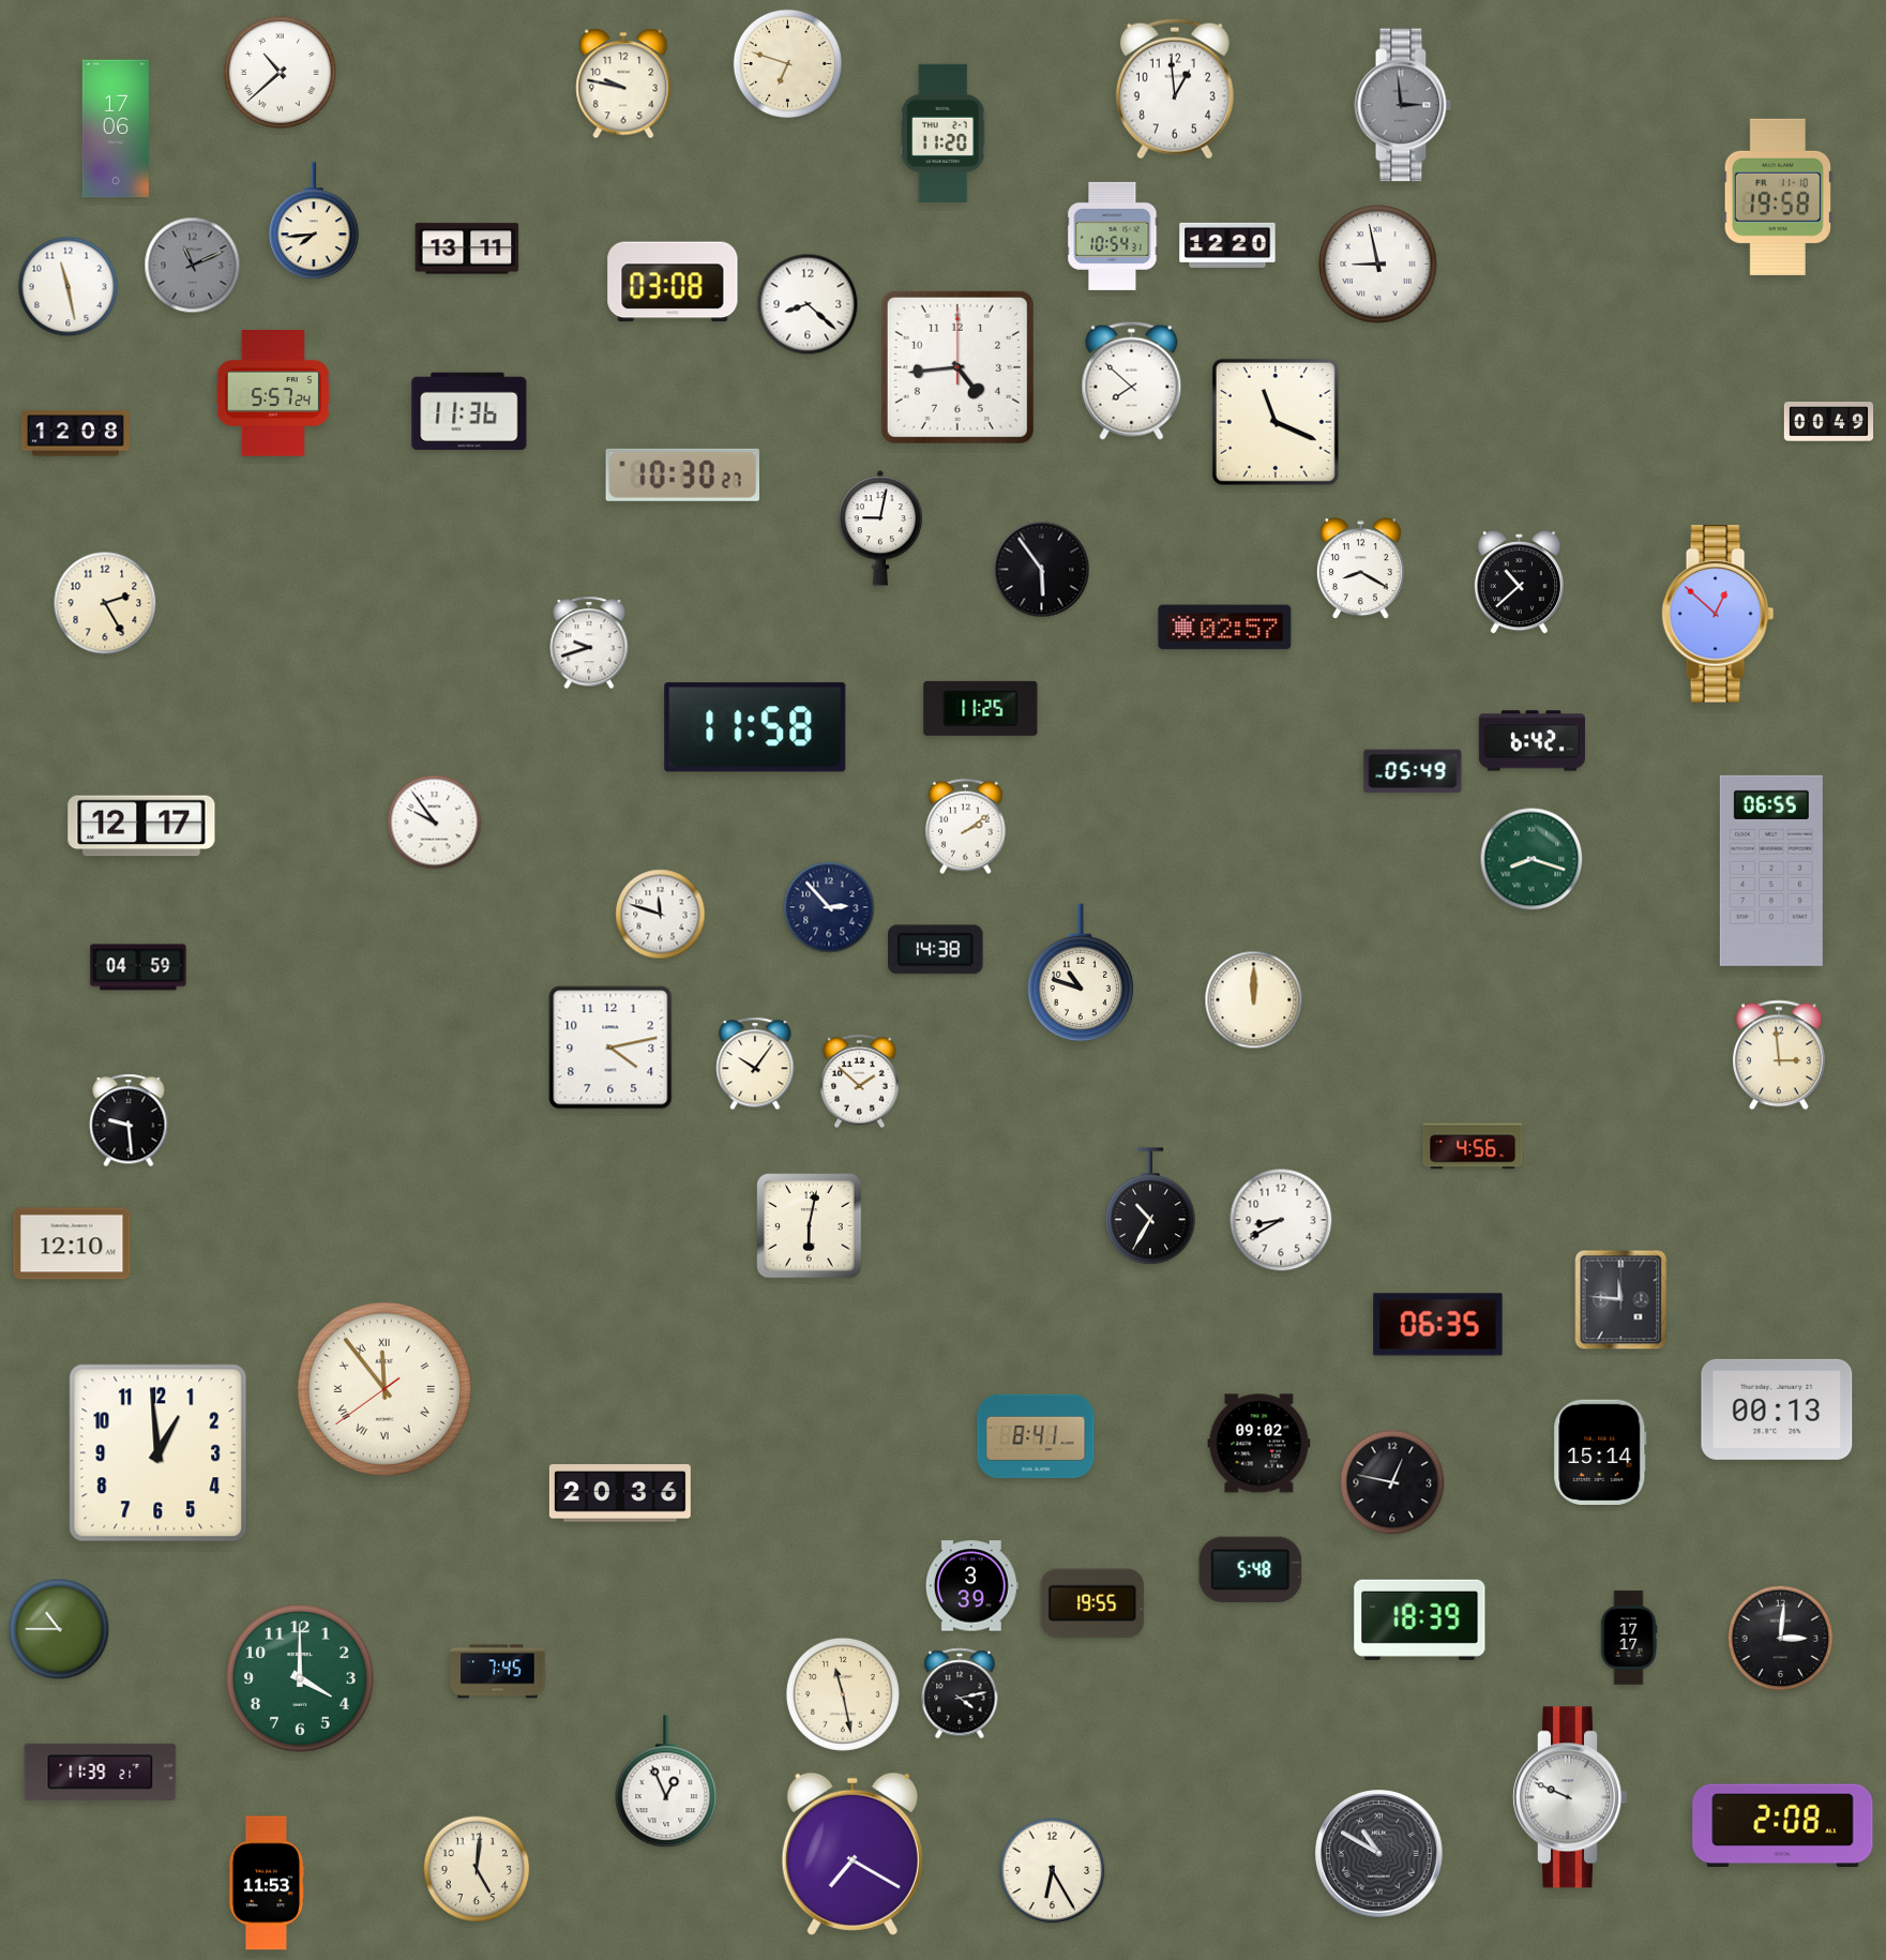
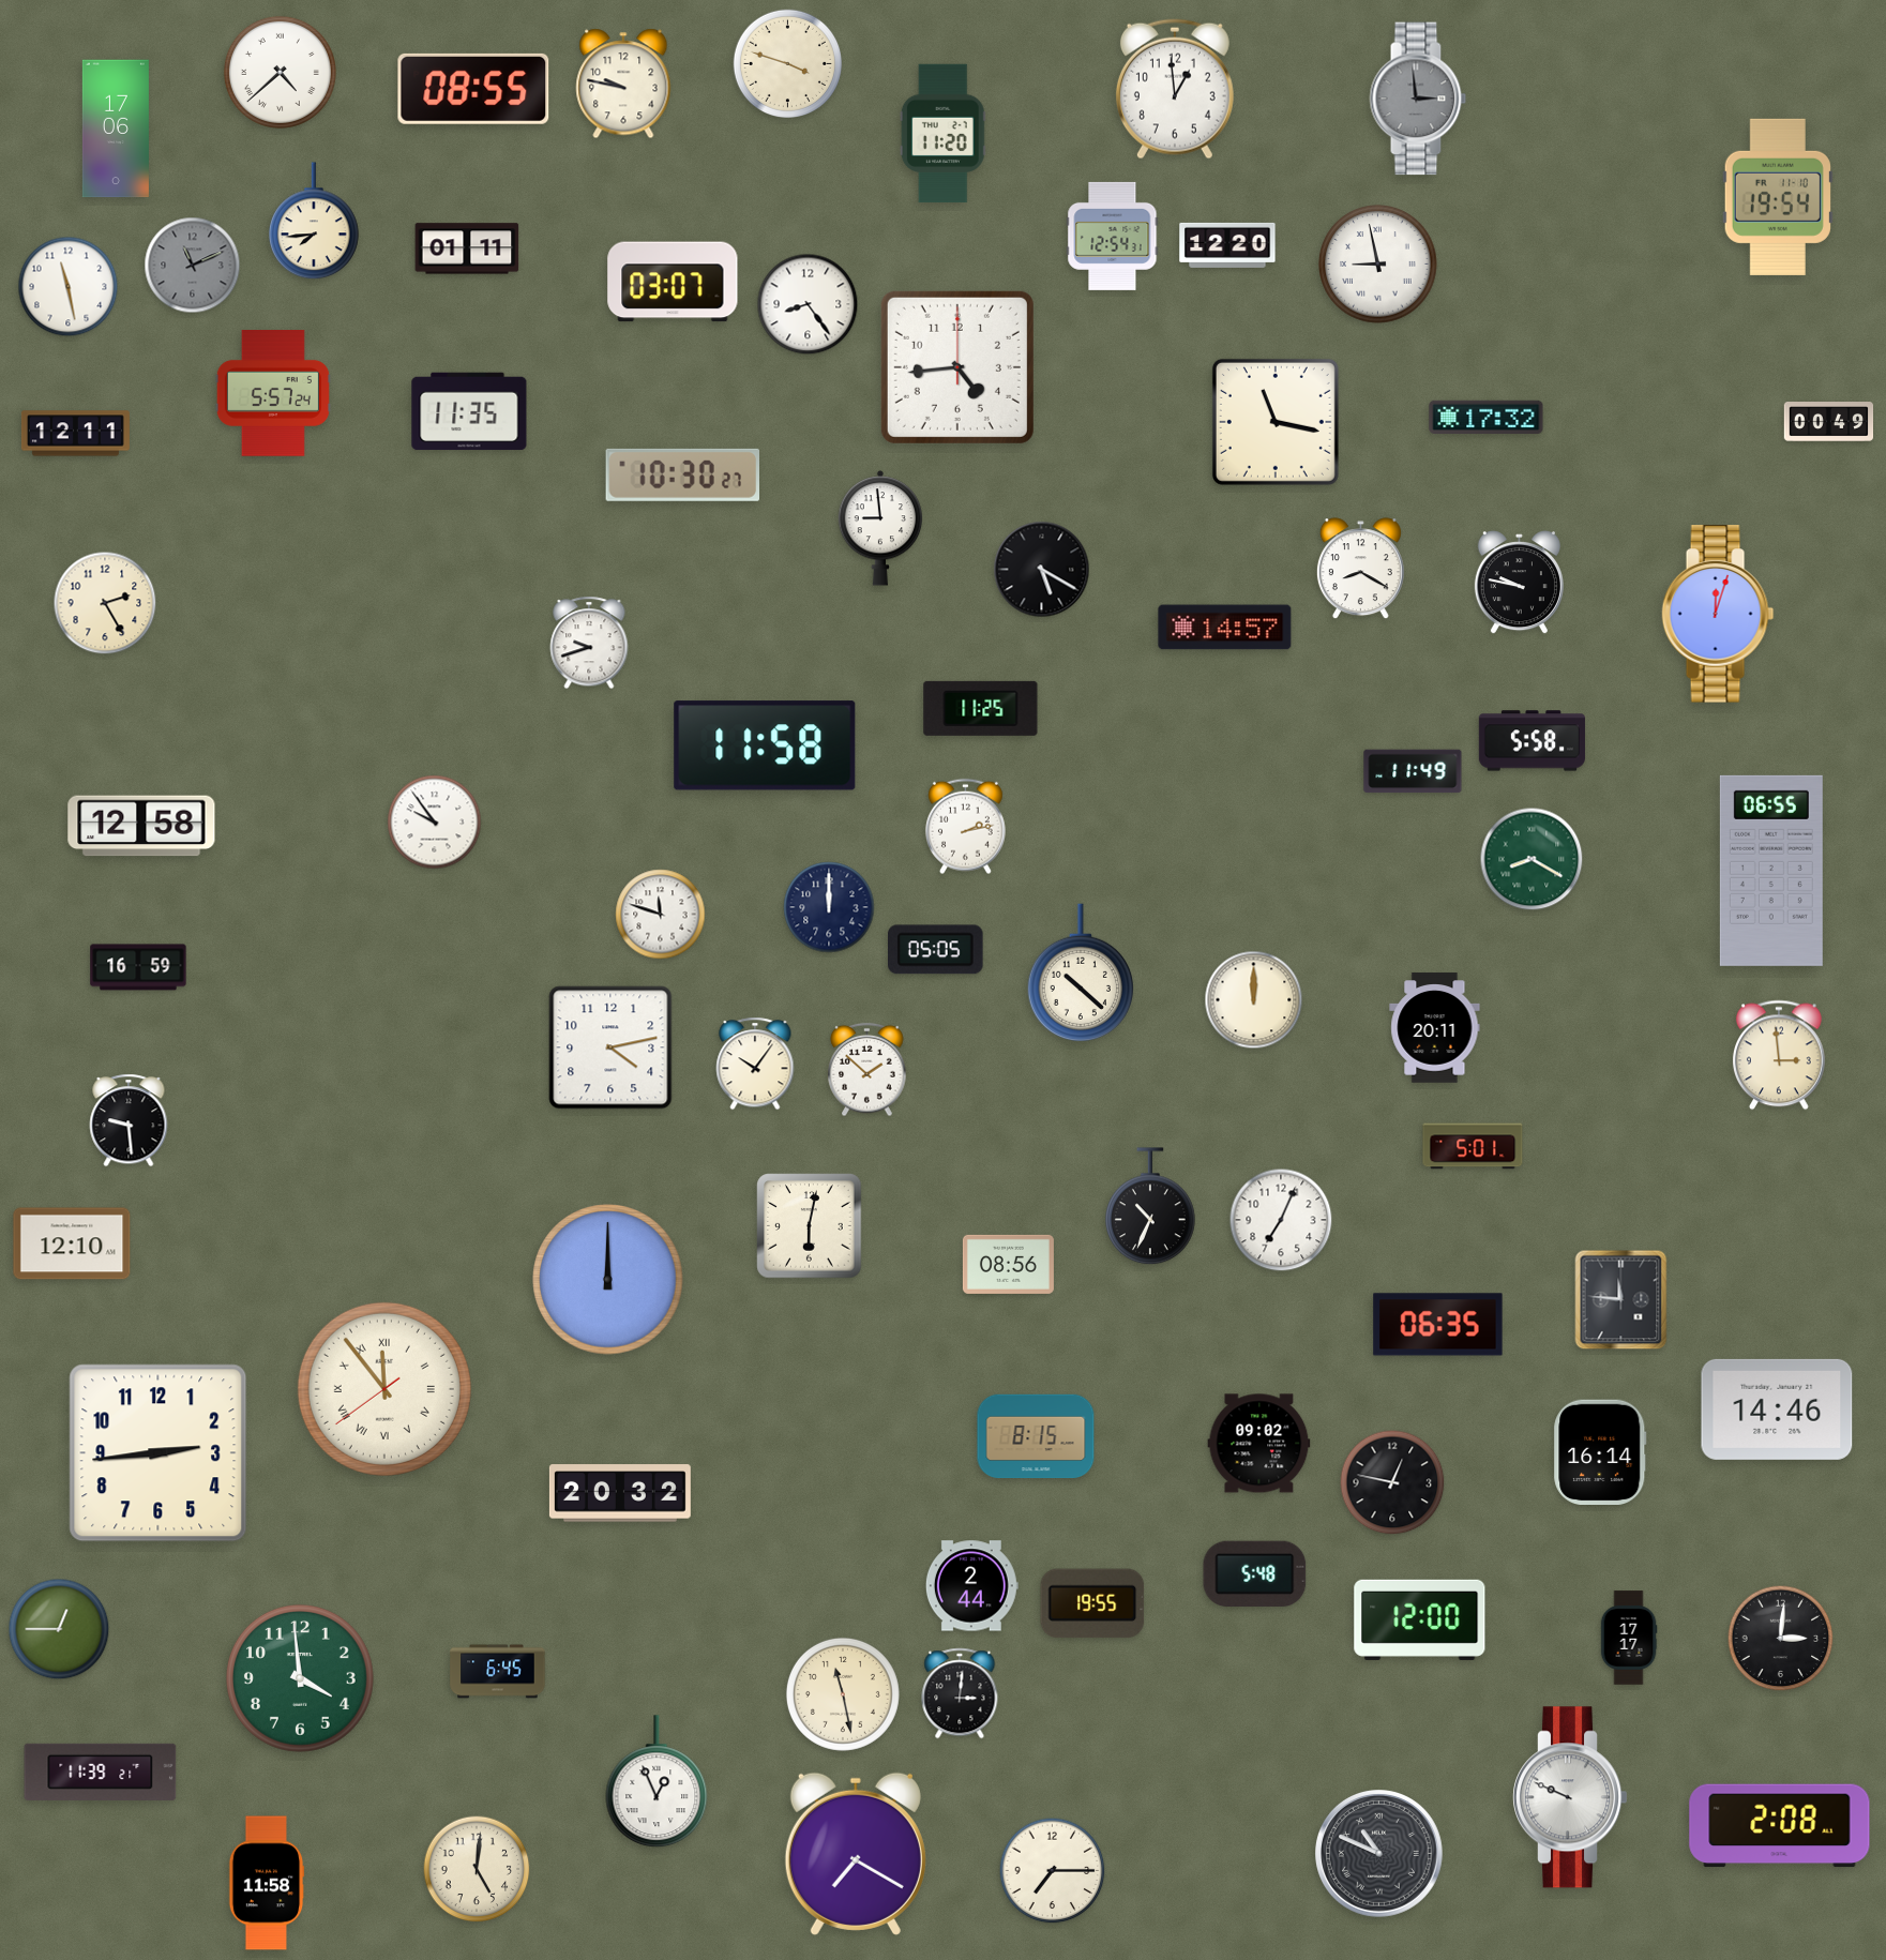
clock at (787, 63): 6:48 -> 3:48
clock at (280, 72): 10:38 -> 4:38
clock at (473, 89): none -> 08:55
clock at (1403, 105) position: (1403, 105) -> (1418, 99)
clock at (1778, 197): 19:58 -> 19:54
clock at (1113, 236): 10:54 -> 12:54
clock at (467, 248): 13:11 -> 01:11
clock at (673, 282): 03:08 -> 03:07
clock at (808, 304): 8:22 -> 8:24
clock at (1132, 380): 7:52 -> none
clock at (469, 411): 11:36 -> 11:35
clock at (1487, 417): none -> 17:32
clock at (1276, 422): 11:19 -> 11:17
clock at (75, 434): 12:08 -> 12:11
clock at (880, 528): 9:02 -> 8:59
clock at (1042, 570): 5:54 -> 5:20
clock at (1519, 584): 10:38 -> 9:47
clock at (1718, 614): 12:52 -> 12:03
clock at (1225, 628): 02:57 -> 14:57
clock at (755, 727) position: (755, 727) -> (765, 745)
clock at (1532, 741): 6:42 -> 5:58
clock at (1413, 771): 05:49 -> 11:49
clock at (141, 826): 12:17 -> 12:58
clock at (965, 827): 2:09 -> 2:13
clock at (1532, 859): 8:18 -> 8:20
clock at (829, 907): 2:53 -> 12:00
clock at (936, 950): 14:38 -> 05:05
clock at (138, 967): 04:59 -> 16:59
clock at (1080, 974): 10:48 -> 10:22
clock at (1435, 1028): none -> 20:11
clock at (860, 1082) position: (860, 1082) -> (867, 1070)
clock at (1473, 1146): 4:56 -> 5:01
clock at (1151, 1207): 10:35 -> 10:34
clock at (1281, 1220): 8:40 -> 7:04
clock at (1008, 1264): none -> 08:56
clock at (608, 1280): none -> 12:00
clock at (1777, 1409): 00:13 -> 14:46
clock at (1036, 1436): 8:41 -> 8:15
clock at (1600, 1451): 15:14 -> 16:14
clock at (159, 1453): 12:59 -> 2:44
clock at (620, 1493): 20:36 -> 20:32
clock at (1251, 1569) position: (1251, 1569) -> (1255, 1573)
clock at (971, 1586): 3:39 -> 2:44
clock at (1420, 1619): 18:39 -> 12:00
clock at (59, 1629): 10:45 -> 12:45
clock at (498, 1672): 7:45 -> 6:45
clock at (300, 1678): 4:00 -> 3:59
clock at (960, 1693): 4:13 -> 3:01
clock at (666, 1782) position: (666, 1782) -> (657, 1782)
clock at (1783, 1826) position: (1783, 1826) -> (1780, 1826)
clock at (853, 1854) position: (853, 1854) -> (856, 1854)
clock at (1379, 1854): 10:50 -> 10:49
clock at (1053, 1871): 6:25 -> 7:15
clock at (267, 1883): 11:53 -> 11:58
